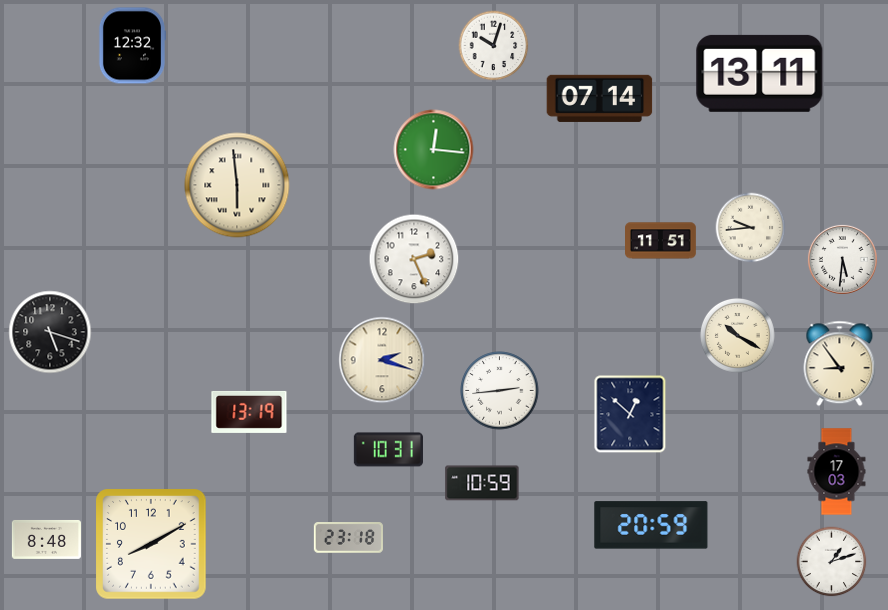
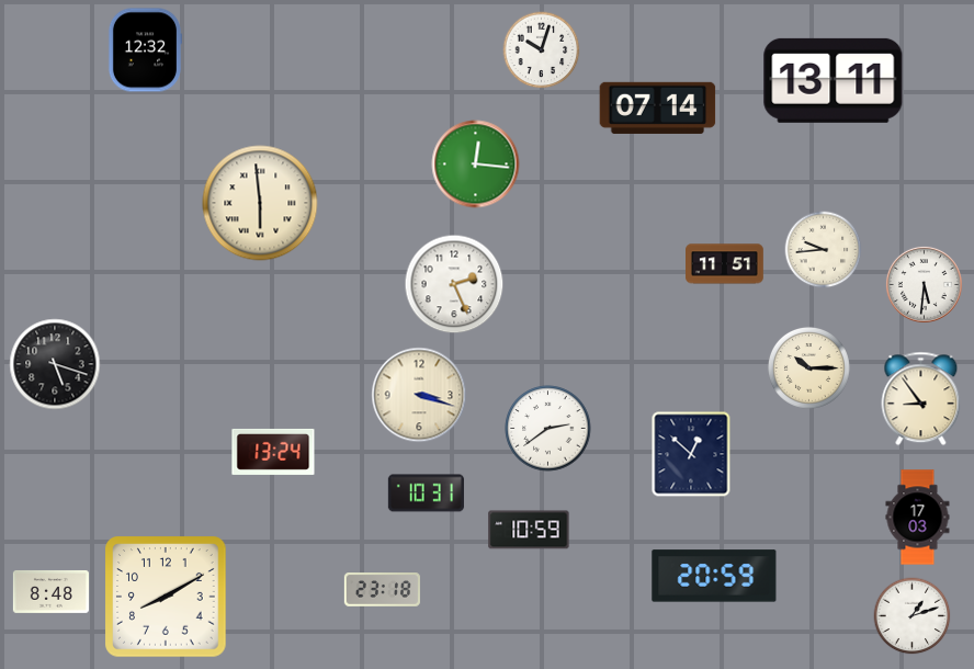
clock at (737, 335): 10:20 -> 10:15
clock at (382, 360): 2:18 -> 3:18
clock at (500, 391): 2:44 -> 2:39
clock at (249, 412): 13:19 -> 13:24
